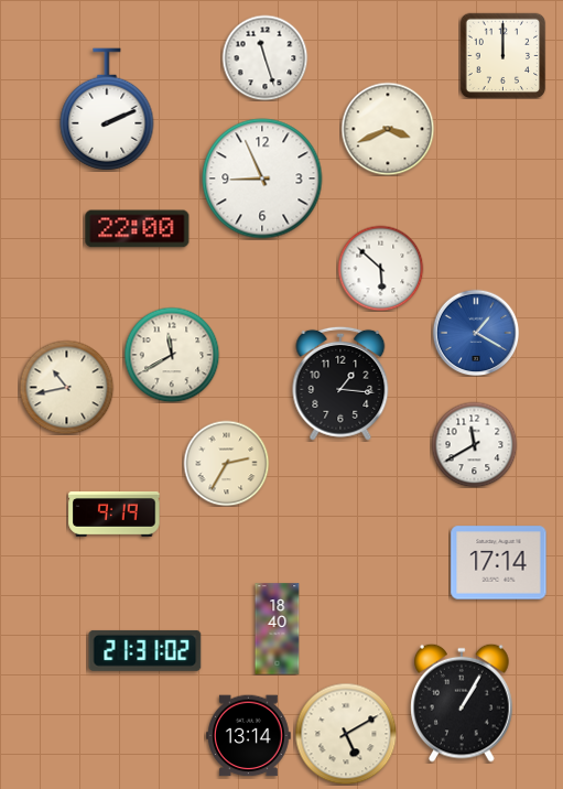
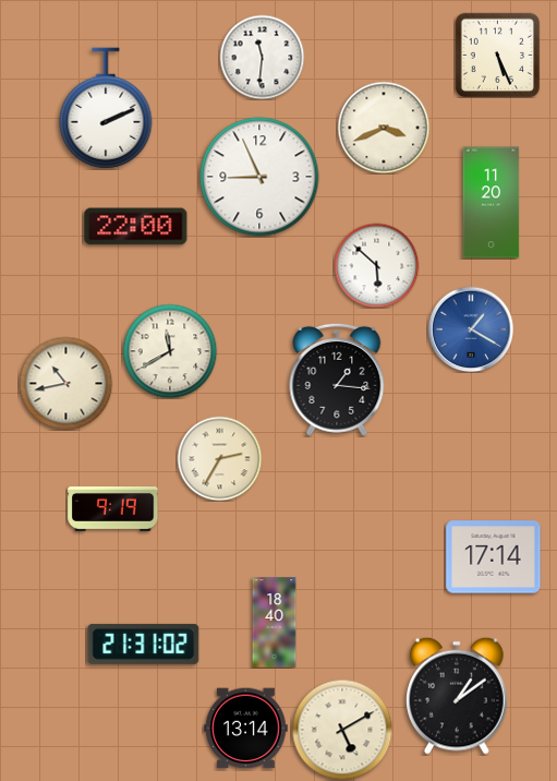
clock at (502, 55): 12:00 -> 5:26
clock at (264, 57): 11:27 -> 11:31
clock at (492, 203): none -> 11:20
clock at (474, 444): 11:40 -> none
clock at (226, 463) position: (226, 463) -> (219, 458)
clock at (462, 703): 1:05 -> 1:09
clock at (346, 734) position: (346, 734) -> (342, 730)
